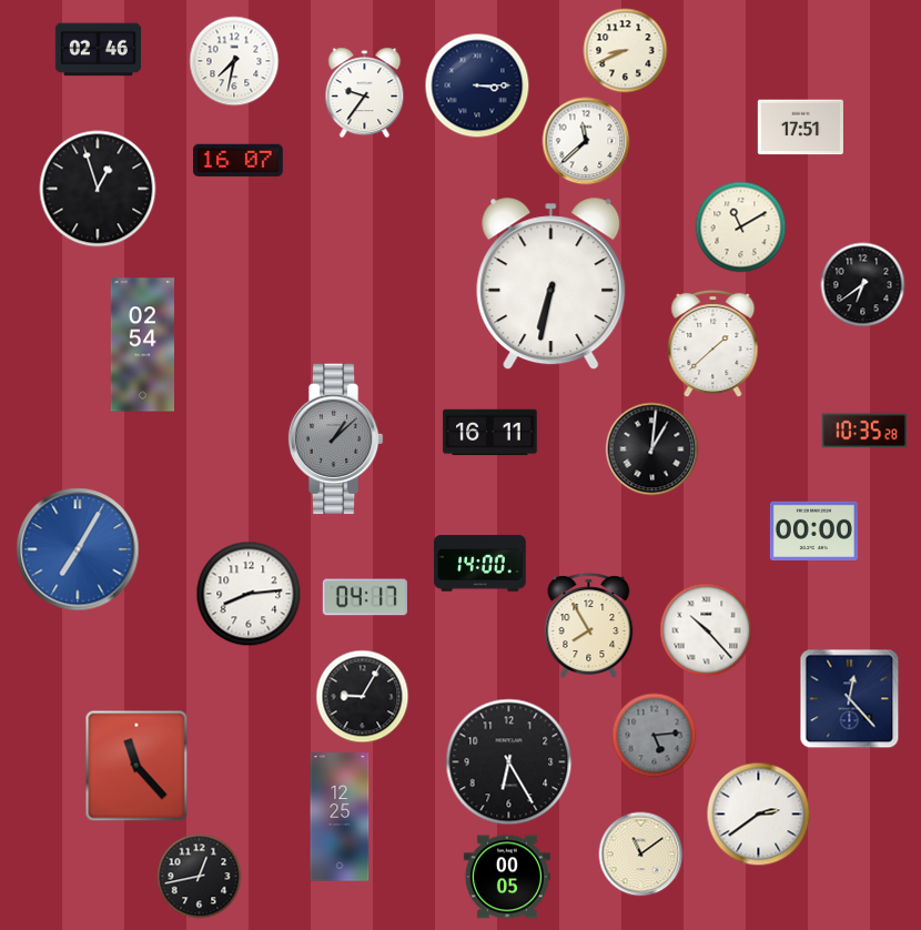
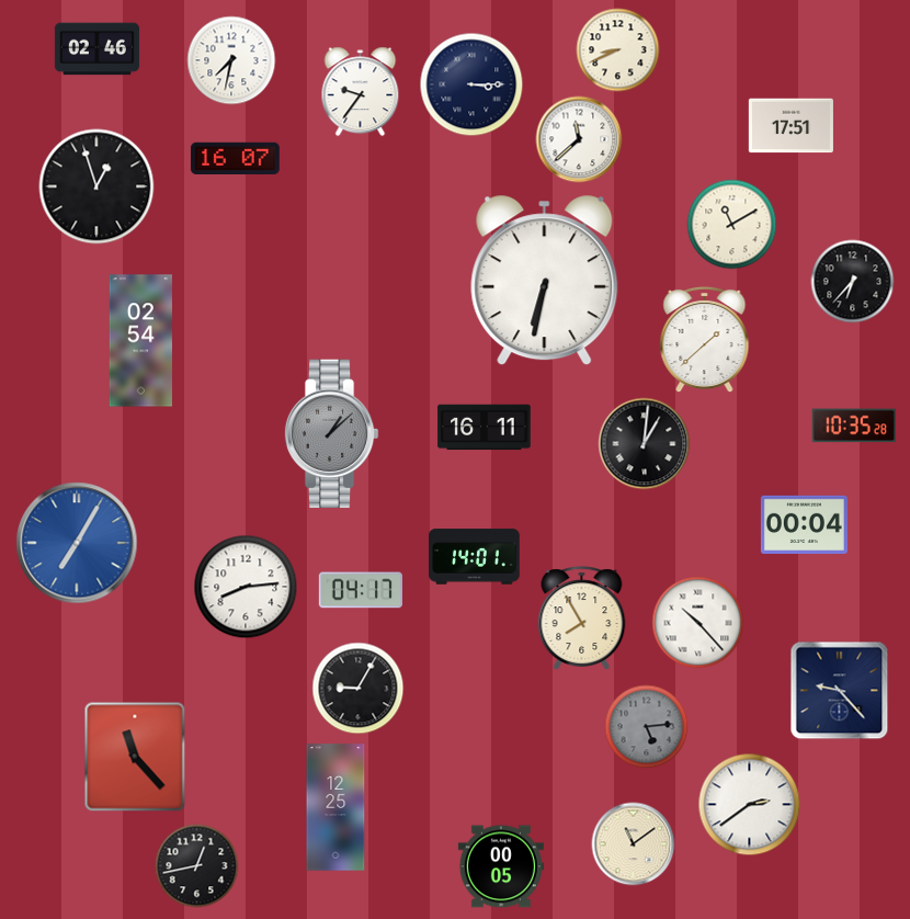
clock at (863, 285): 6:39 -> 6:37
clock at (813, 532): 00:00 -> 00:04
clock at (480, 564): 14:00 -> 14:01
clock at (850, 699): 12:23 -> 9:23
clock at (509, 762): 6:25 -> none
